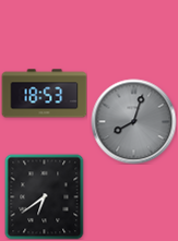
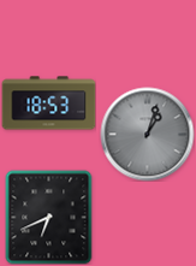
clock at (133, 121): 8:03 -> 1:03
clock at (45, 196): 6:39 -> 6:41
